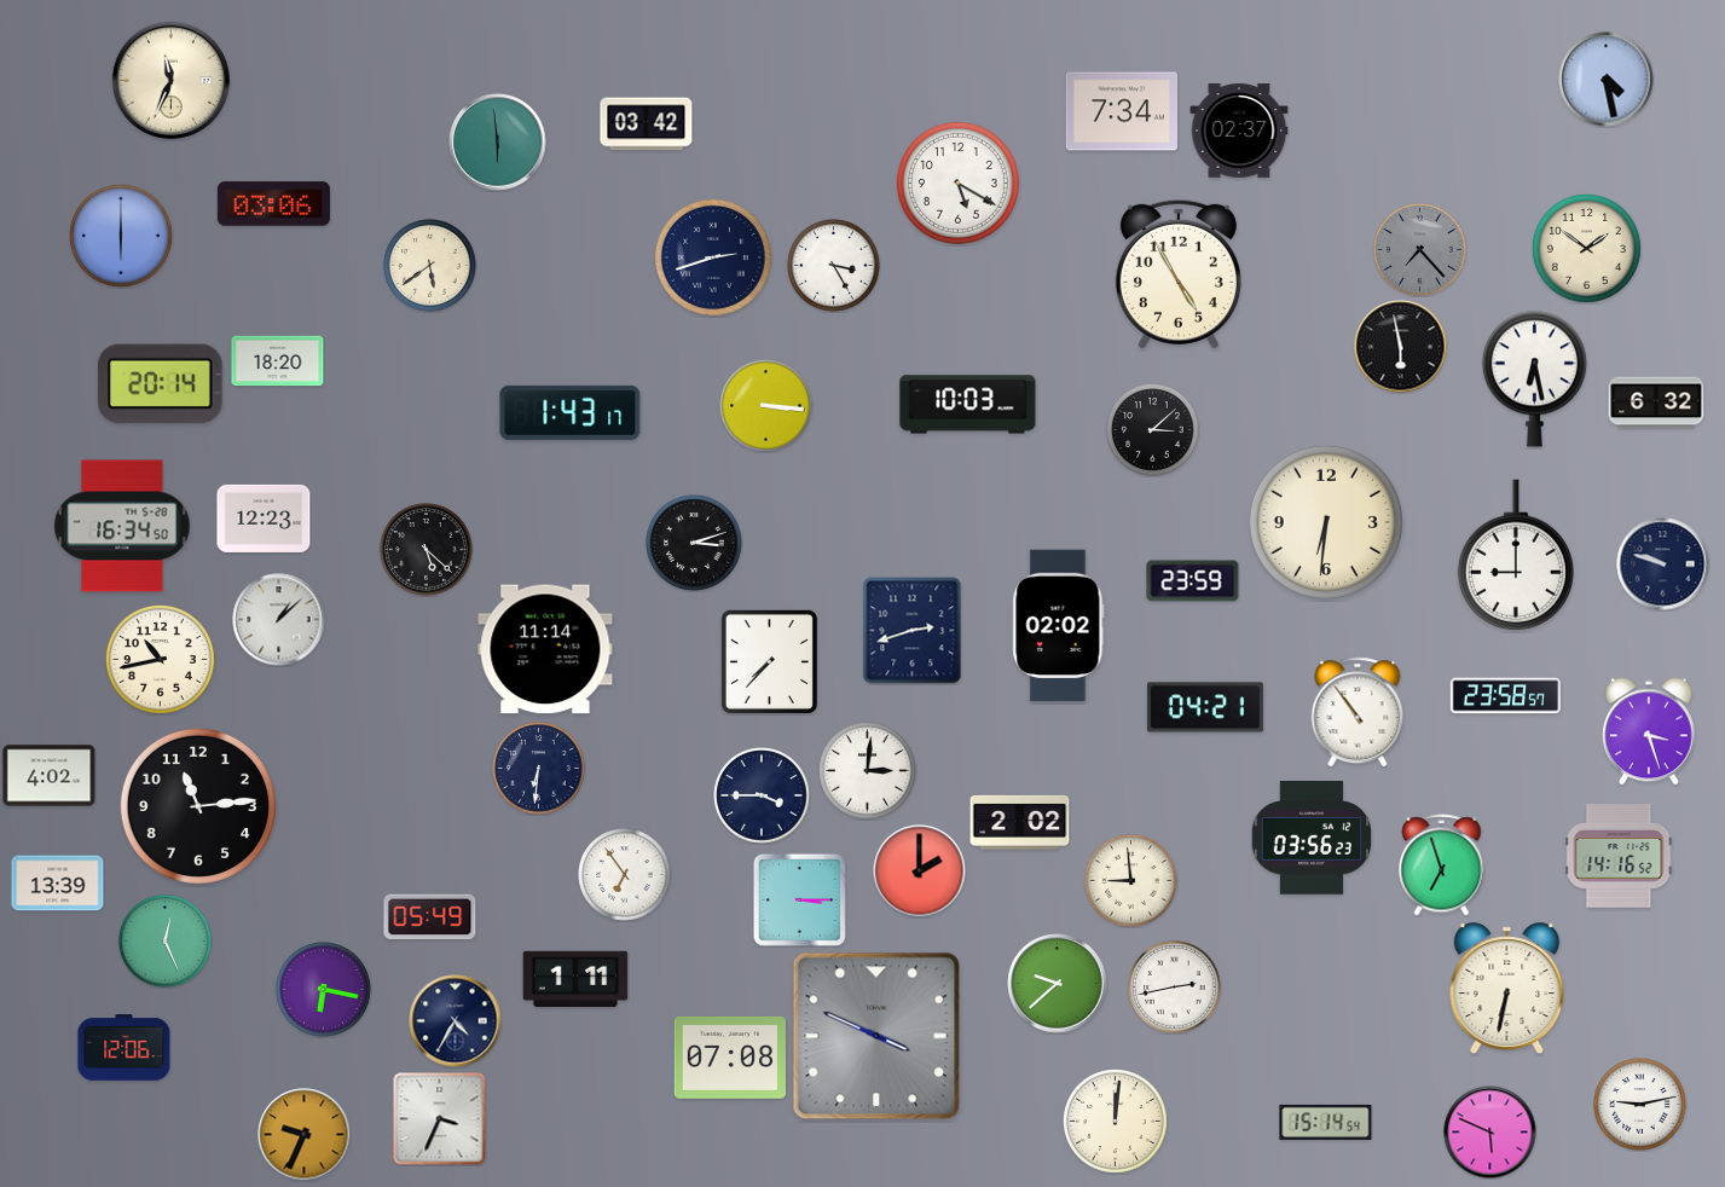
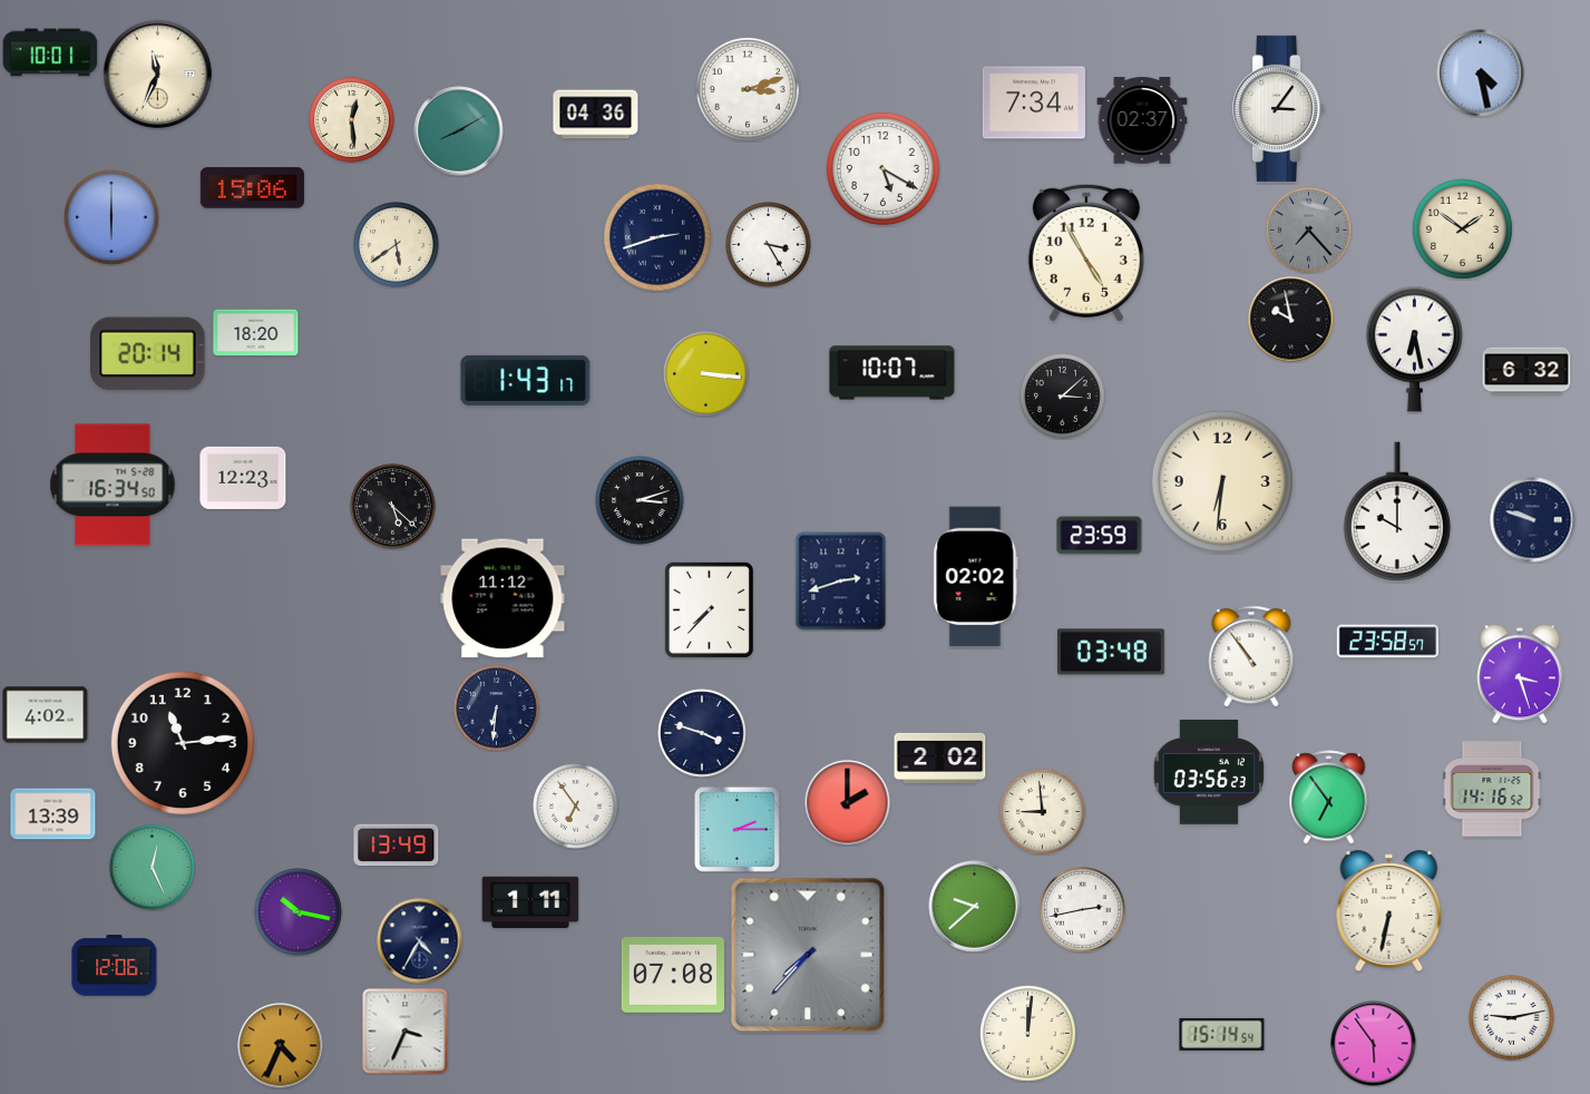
clock at (50, 52): none -> 10:01
clock at (748, 89): none -> 3:12
clock at (1279, 108): none -> 3:06
clock at (647, 125): 03:42 -> 04:36
clock at (352, 120): none -> 12:29
clock at (498, 143): 5:59 -> 8:10
clock at (273, 204): 03:06 -> 15:06
clock at (1401, 347): 5:58 -> 9:58
clock at (968, 405): 10:03 -> 10:07
clock at (1516, 555): 9:00 -> 10:00
clock at (279, 620): 1:08 -> none
clock at (545, 649): 11:14 -> 11:12
clock at (160, 659): 10:43 -> none
clock at (1205, 707): 04:21 -> 03:48
clock at (868, 771): 3:01 -> none
clock at (762, 795): 3:45 -> 3:48
clock at (1442, 865): 6:57 -> 6:54
clock at (799, 899): 3:15 -> 2:15
clock at (430, 917): 05:49 -> 13:49
clock at (324, 990): 6:17 -> 10:17
clock at (876, 1036): 3:49 -> 7:37
clock at (1490, 1133): 5:49 -> 5:54
clock at (305, 1135): 9:34 -> 4:34
